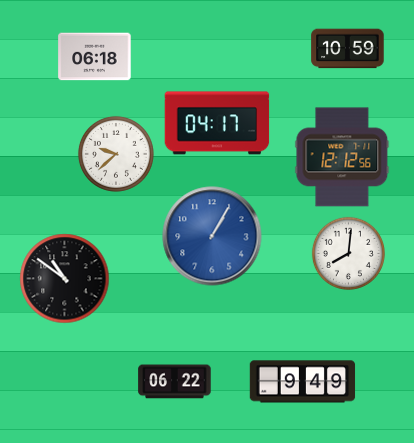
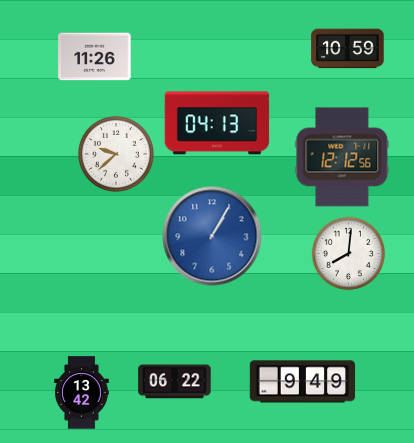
clock at (95, 57): 06:18 -> 11:26
clock at (217, 123): 04:17 -> 04:13
clock at (65, 279): 10:51 -> none
clock at (82, 393): none -> 13:42
